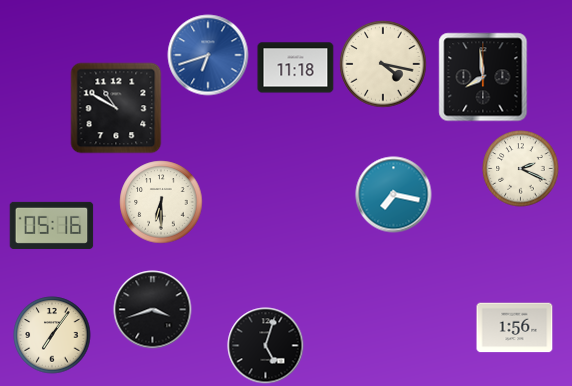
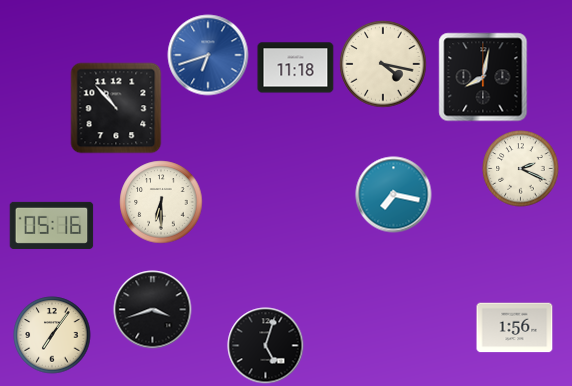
clock at (483, 77): 7:59 -> 8:02
clock at (116, 108): 10:50 -> 10:53
